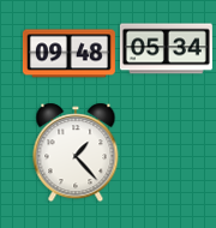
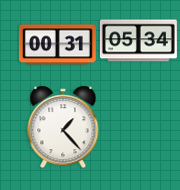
clock at (68, 54): 09:48 -> 00:31
